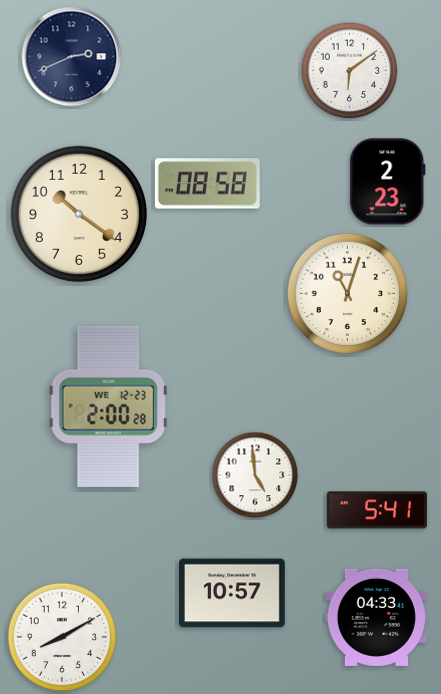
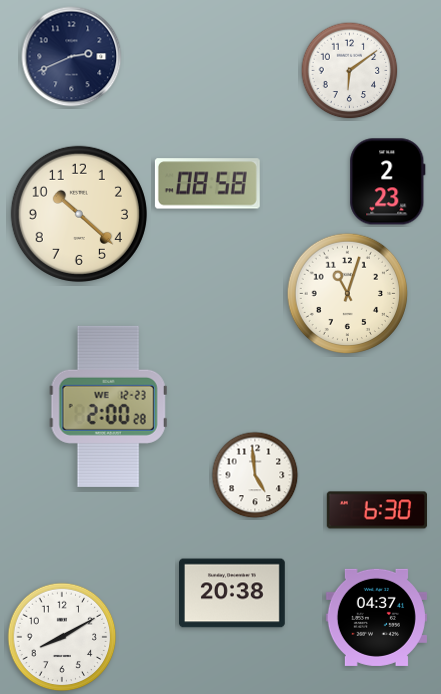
clock at (79, 214): 10:21 -> 10:22
clock at (376, 510): 5:41 -> 6:30
clock at (233, 593): 10:57 -> 20:38
clock at (376, 617): 04:33 -> 04:37
